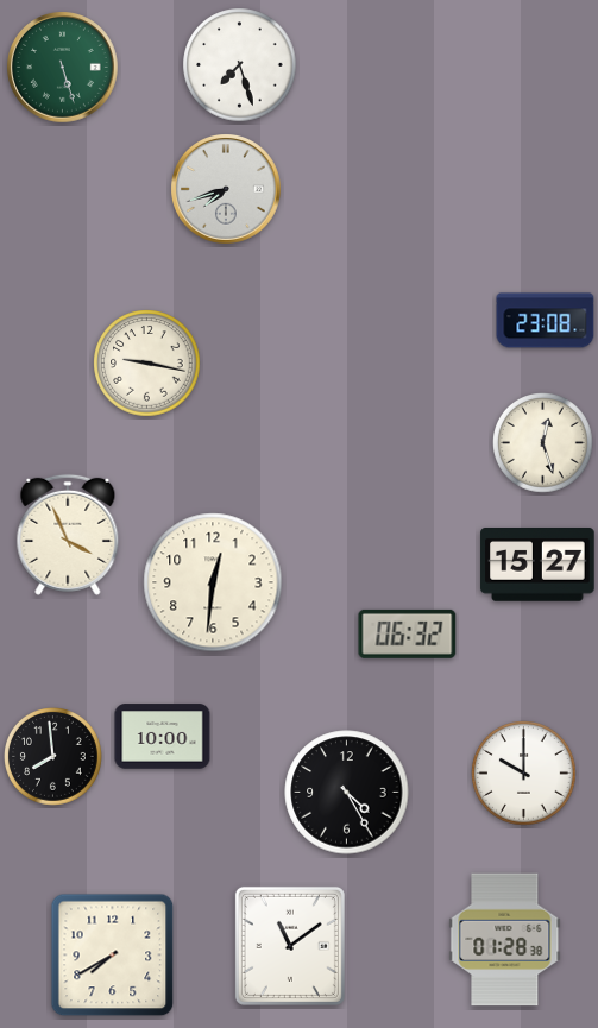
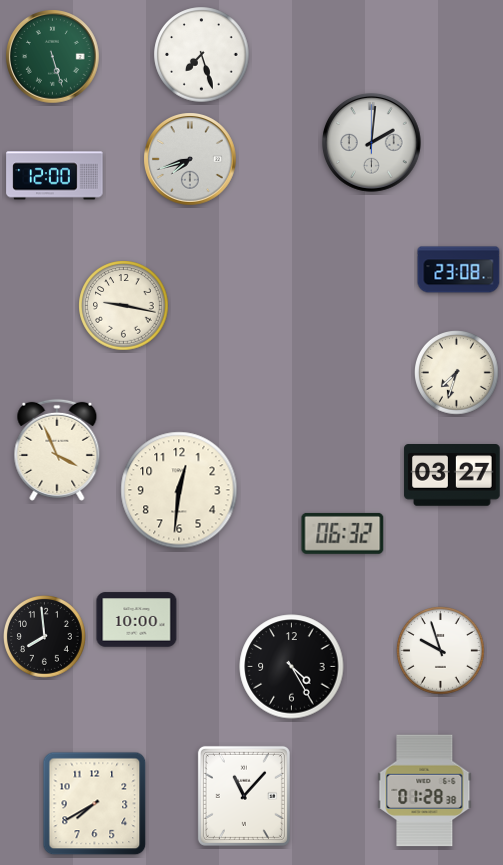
clock at (372, 143): none -> 2:01
clock at (55, 176): none -> 12:00
clock at (543, 443): 12:27 -> 7:33
clock at (537, 565): 15:27 -> 03:27
clock at (524, 774): 10:00 -> 9:57
clock at (290, 946): 11:09 -> 11:07
